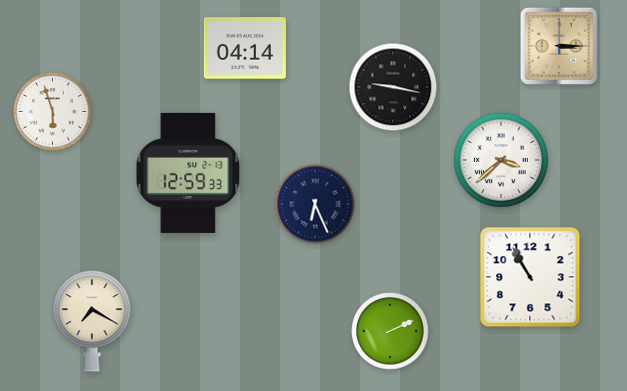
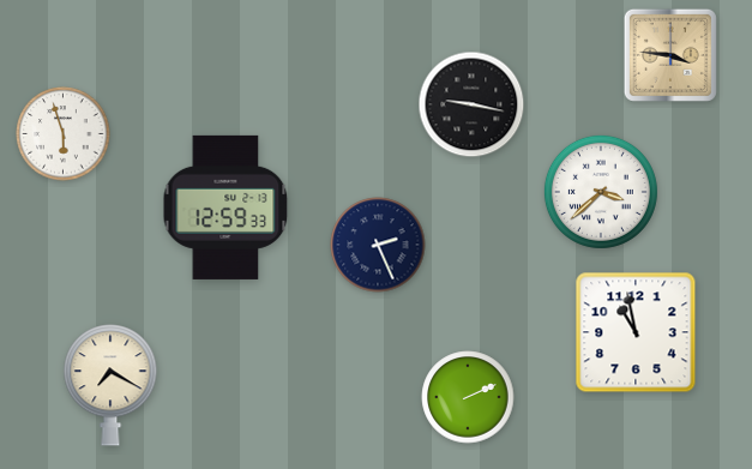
clock at (559, 46): 3:15 -> 3:46
clock at (245, 48): 04:14 -> none
clock at (315, 204): 6:26 -> 2:26
clock at (530, 277): 10:55 -> 10:58
